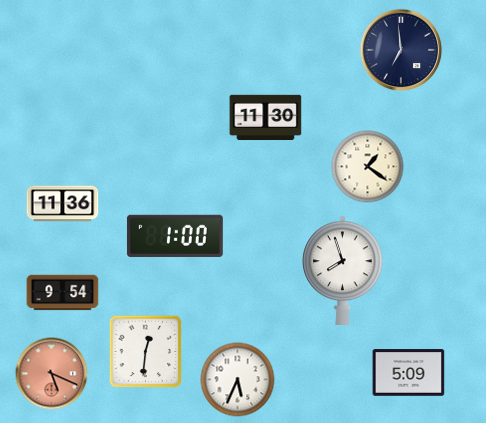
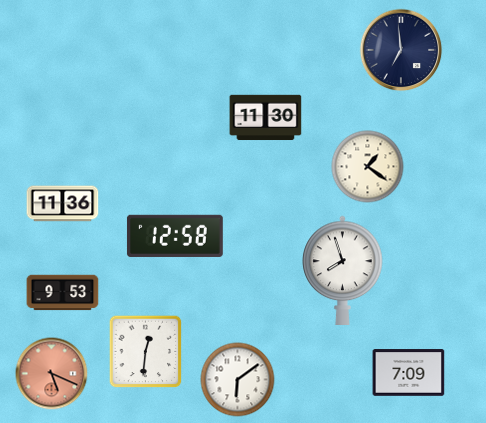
clock at (175, 236): 1:00 -> 12:58
clock at (63, 293): 9:54 -> 9:53
clock at (409, 373): 5:09 -> 7:09
clock at (238, 380): 5:34 -> 6:09
